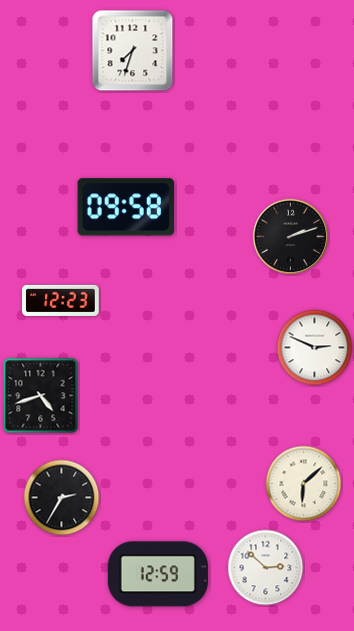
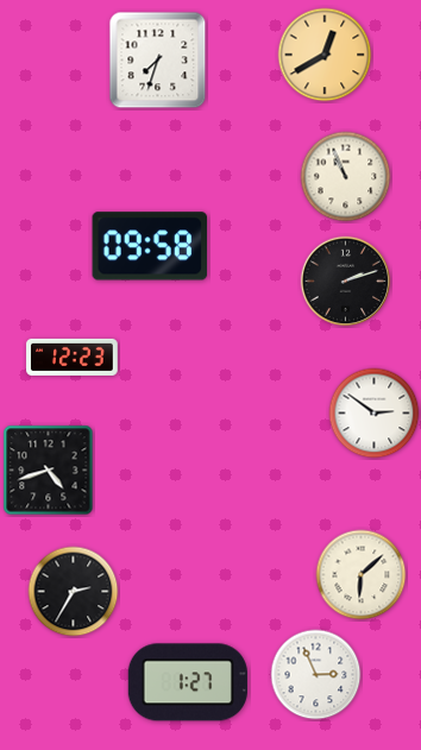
clock at (325, 55): none -> 12:40
clock at (346, 177): none -> 10:56
clock at (315, 348): 2:49 -> 2:51
clock at (266, 568): 2:52 -> 2:56
clock at (158, 574): 12:59 -> 1:27
